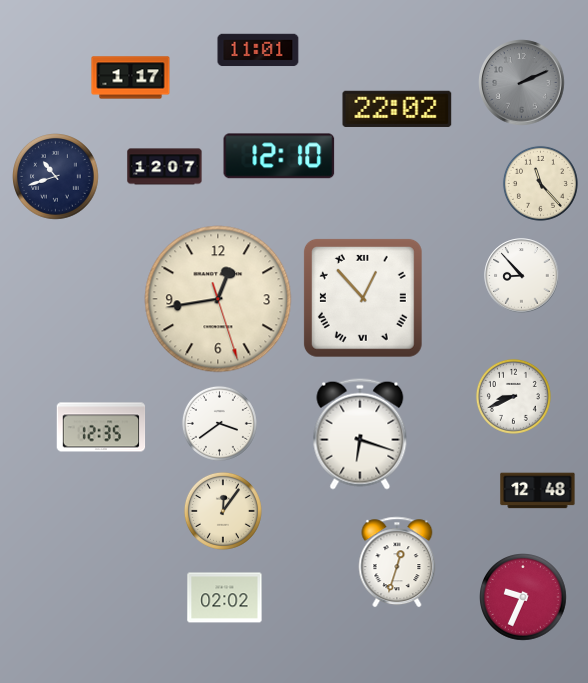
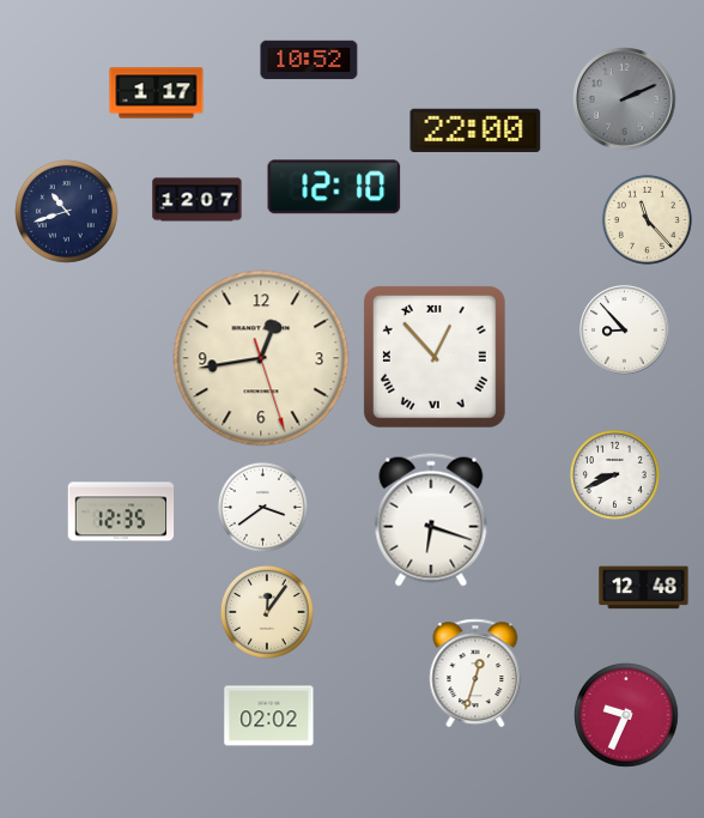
clock at (258, 50): 11:01 -> 10:52
clock at (397, 108): 22:02 -> 22:00
